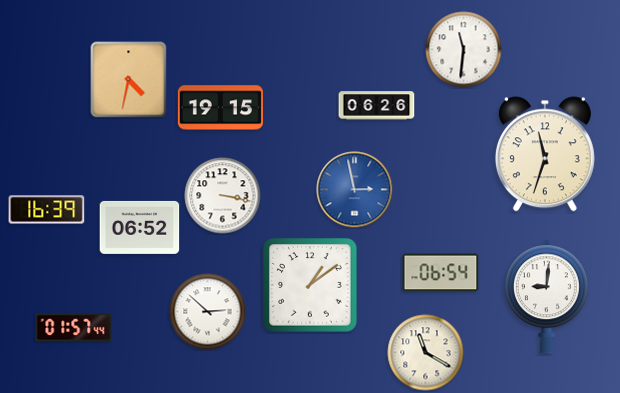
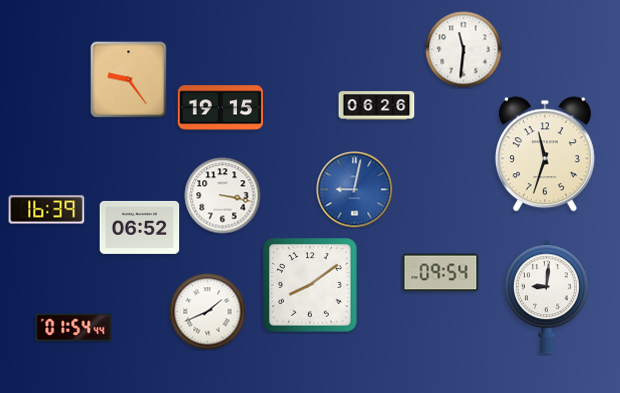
clock at (129, 80): 4:32 -> 9:24
clock at (355, 190): 2:58 -> 9:02
clock at (441, 273): 06:54 -> 09:54
clock at (310, 285): 1:09 -> 8:09
clock at (208, 312): 2:52 -> 1:41
clock at (74, 328): 01:57 -> 01:54
clock at (426, 353): 11:20 -> none
